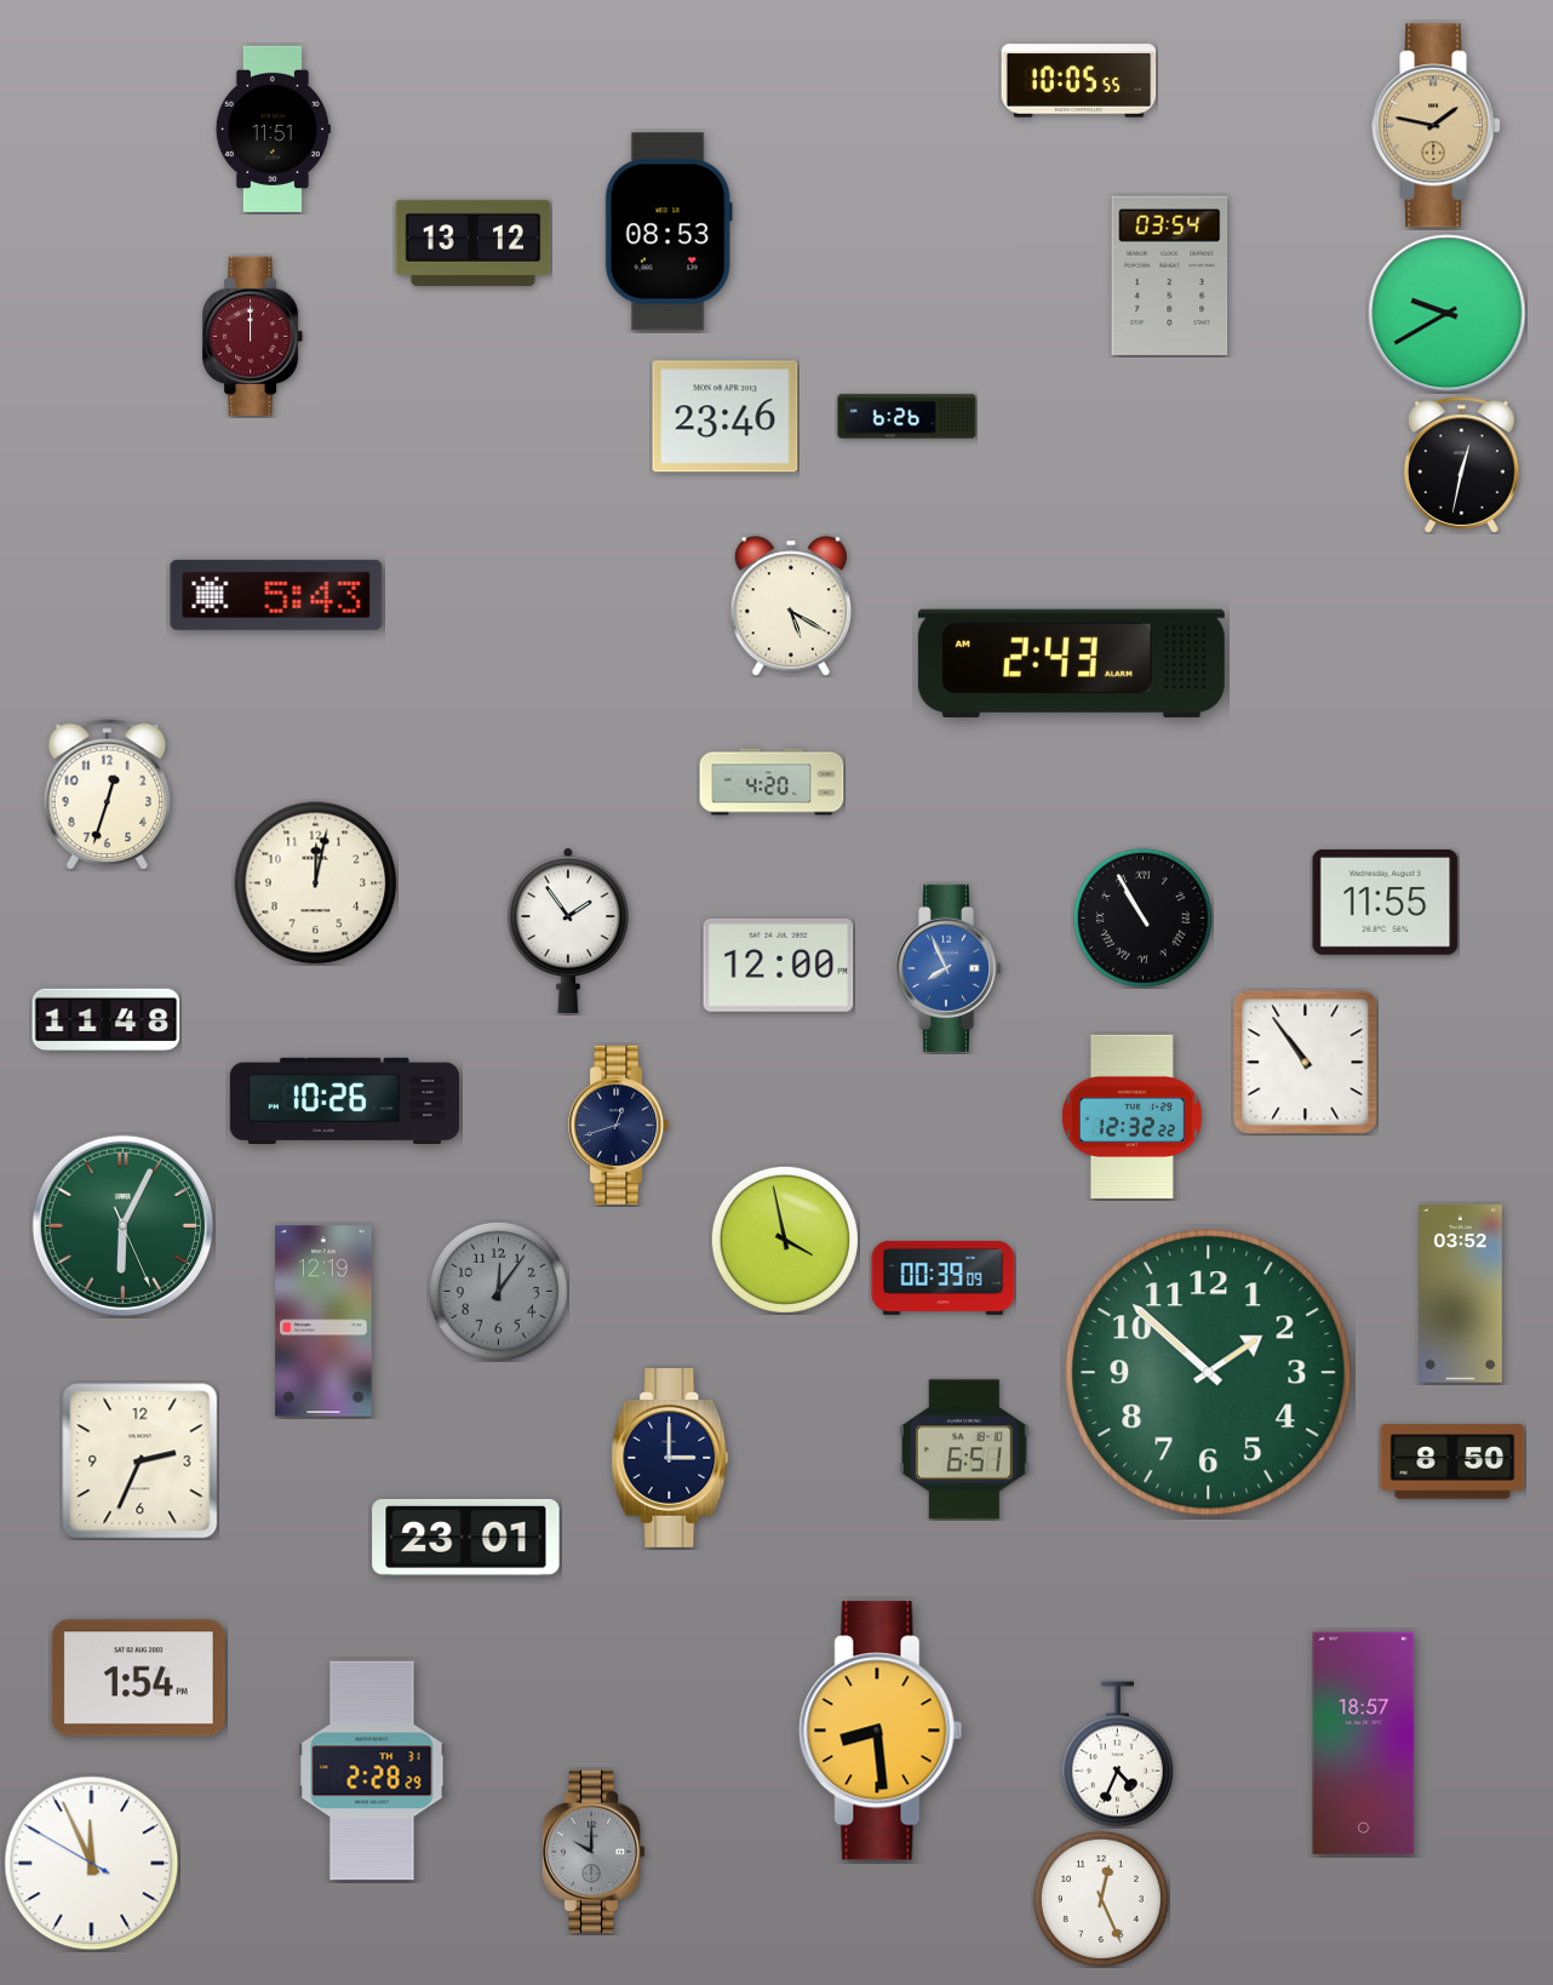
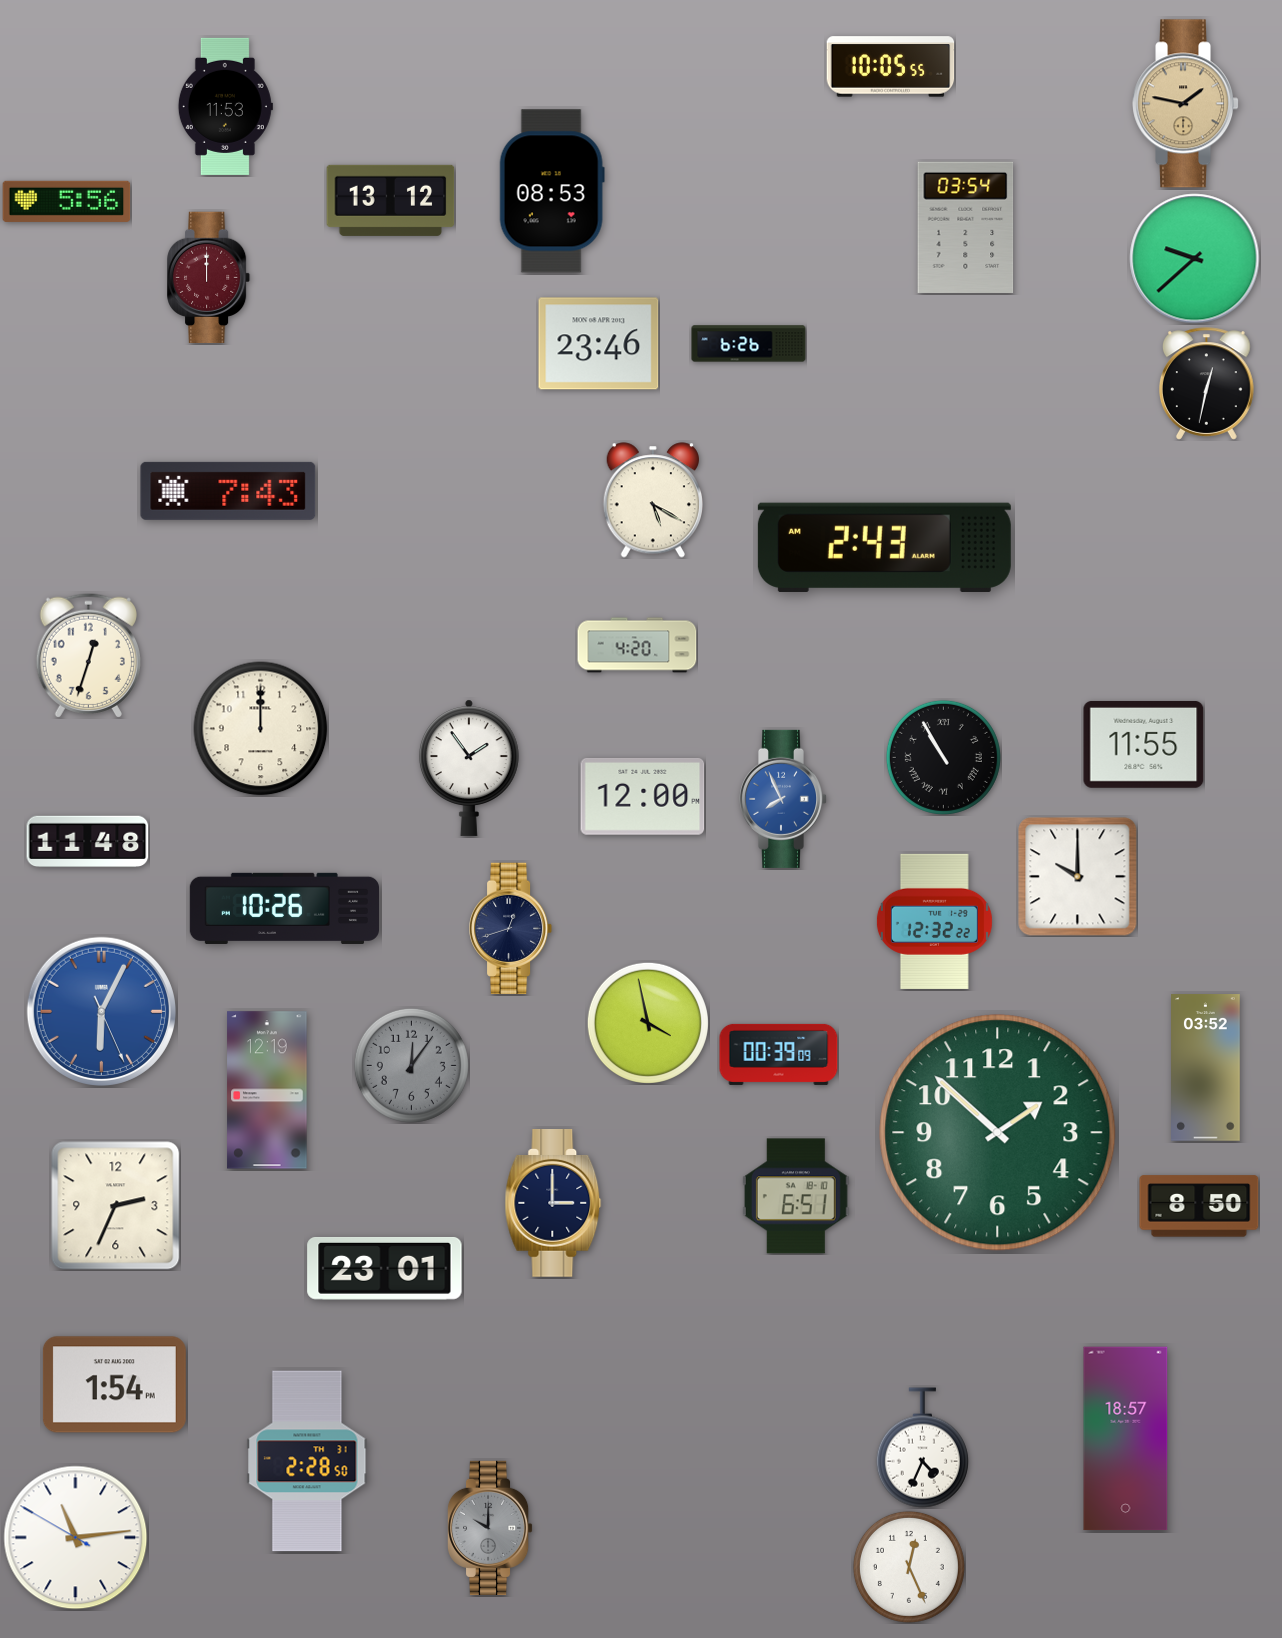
clock at (273, 128): 11:51 -> 11:53
clock at (67, 201): none -> 5:56
clock at (1448, 314): 9:40 -> 9:38
clock at (276, 595): 5:43 -> 7:43
clock at (316, 883): 12:02 -> 12:00
clock at (1306, 1063): 10:54 -> 10:00
clock at (122, 1225) dial: green -> blue
clock at (881, 1731): 8:29 -> none
clock at (372, 1771): 2:28:29 -> 2:28:50
clock at (92, 1864): 11:55 -> 11:13
